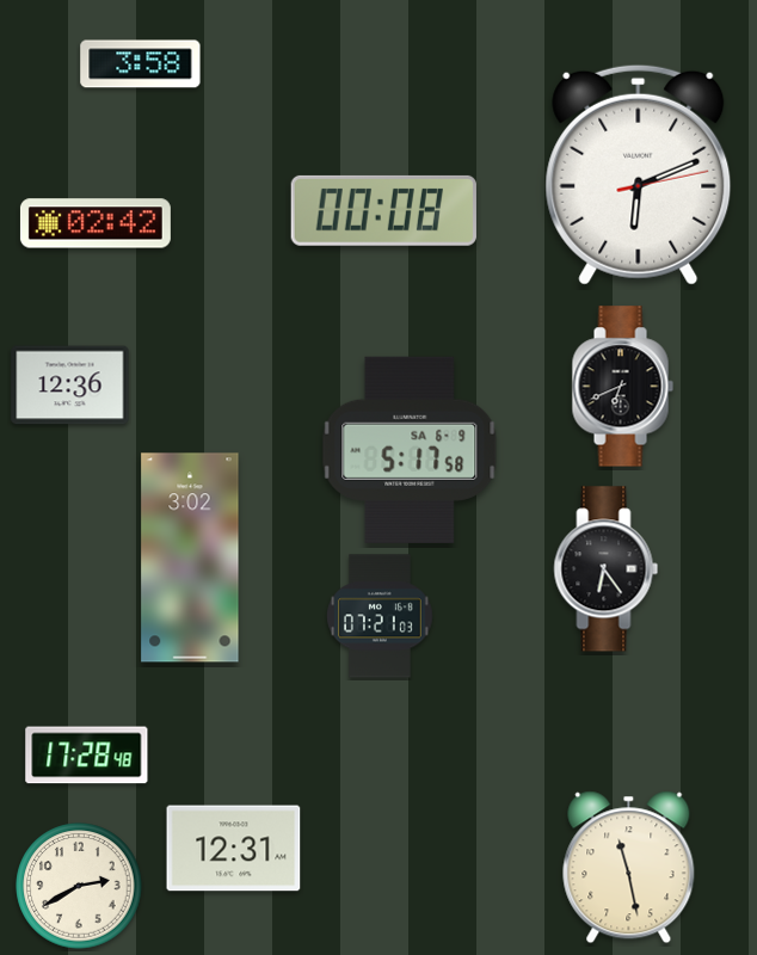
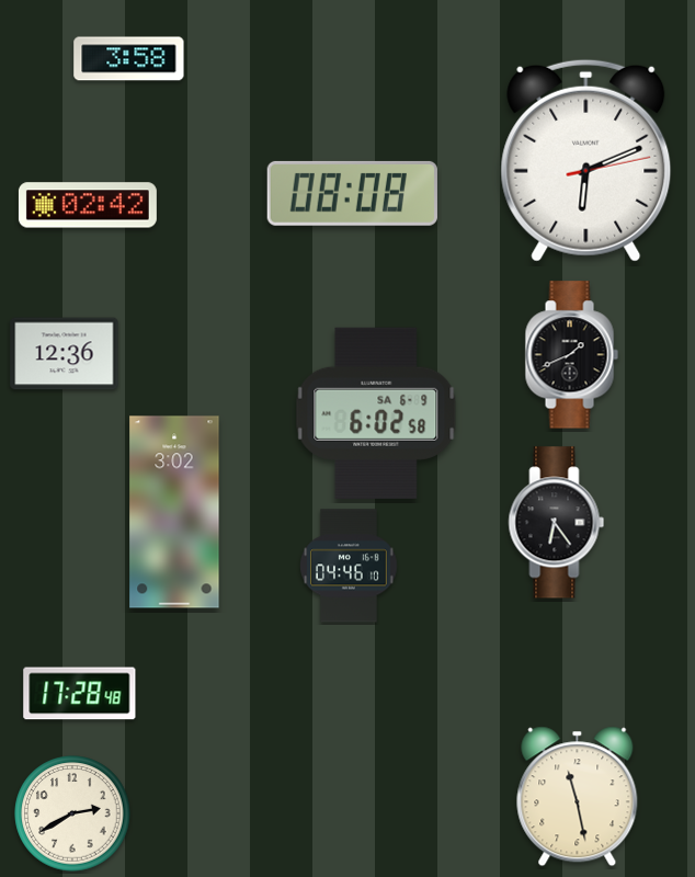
clock at (383, 210): 00:08 -> 08:08
clock at (622, 387): 6:41 -> 1:41
clock at (410, 450): 5:17 -> 6:02
clock at (380, 616): 07:21 -> 04:46
clock at (234, 849): 12:31 -> none
